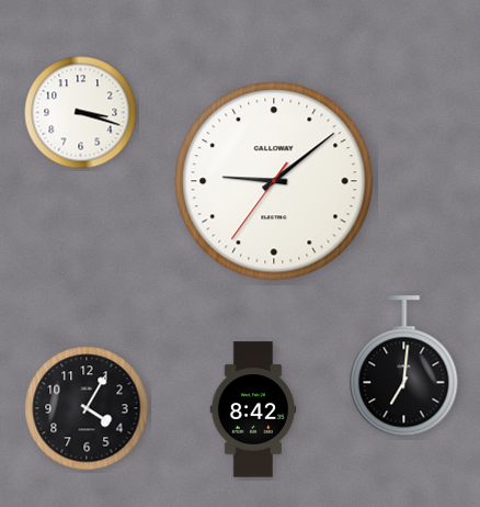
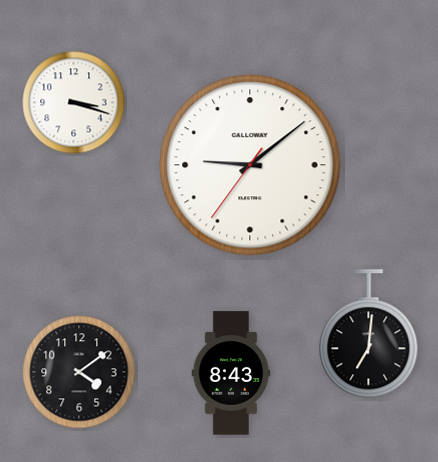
clock at (87, 408): 4:05 -> 4:09
clock at (253, 409): 8:42 -> 8:43
